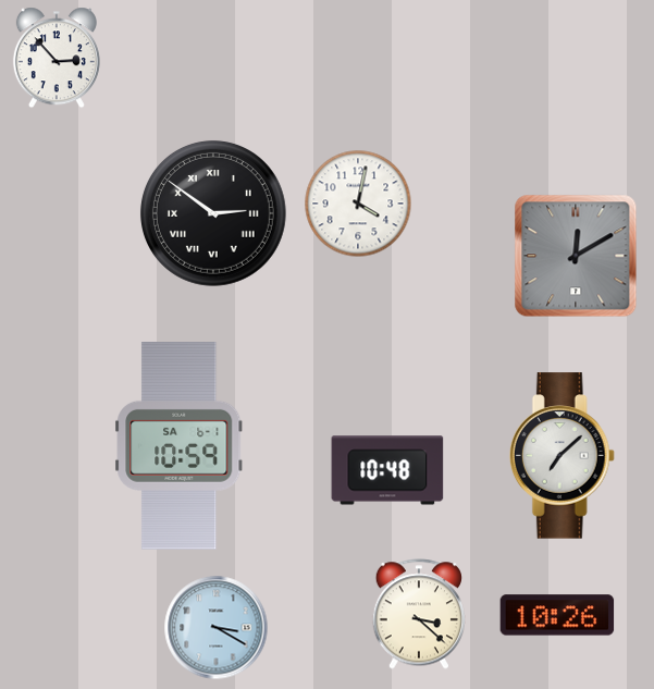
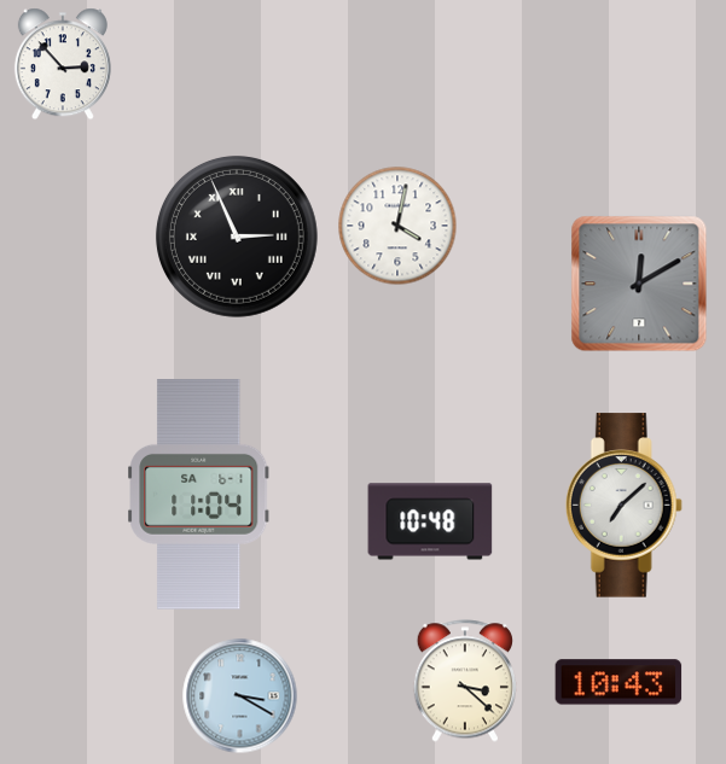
clock at (213, 213): 2:51 -> 2:56
clock at (180, 446): 10:59 -> 11:04
clock at (557, 615): 10:26 -> 10:43
